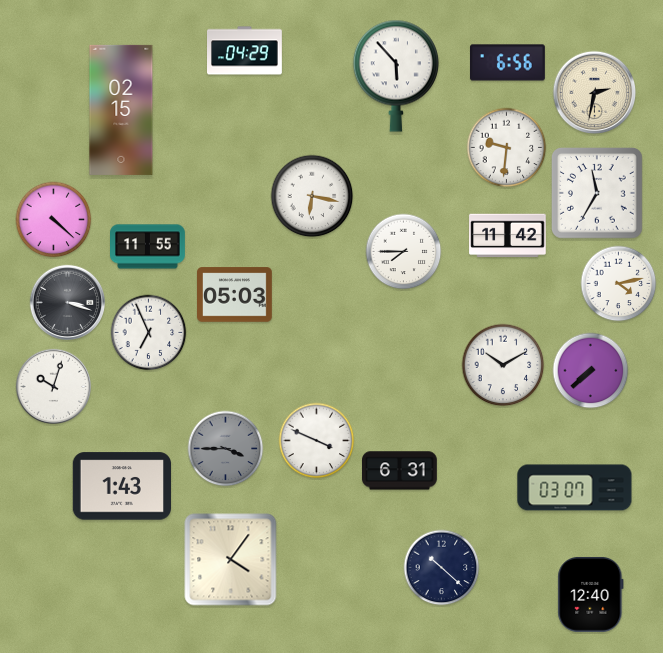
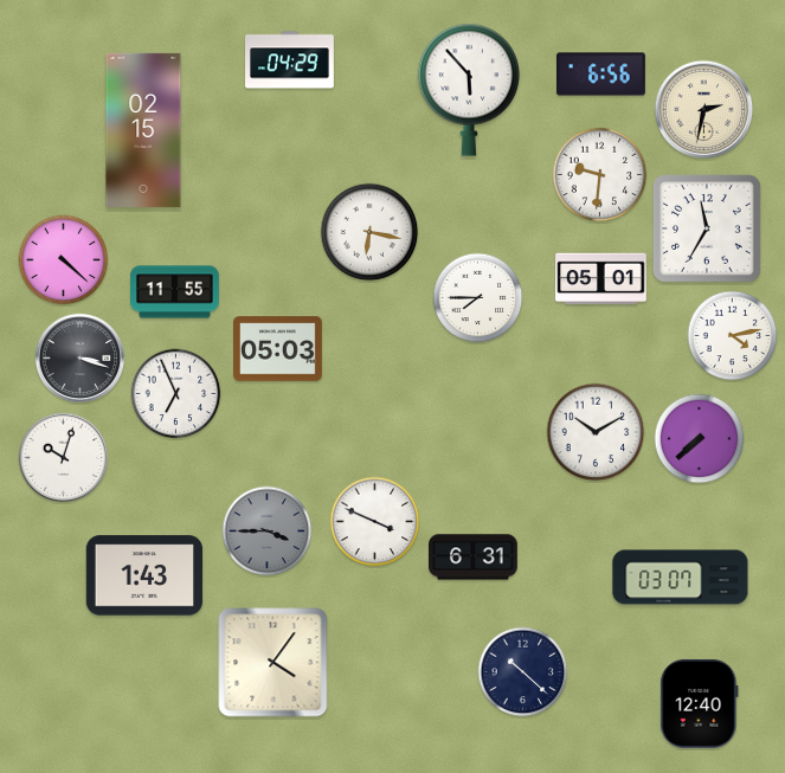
clock at (508, 236): 11:42 -> 05:01
